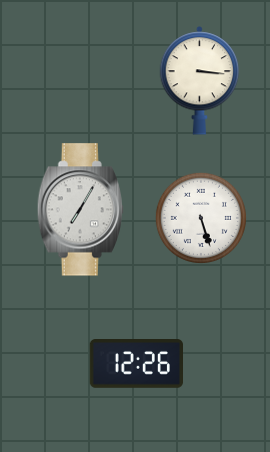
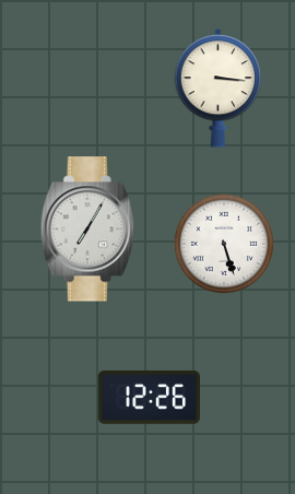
clock at (201, 218) position: (201, 218) -> (224, 244)
